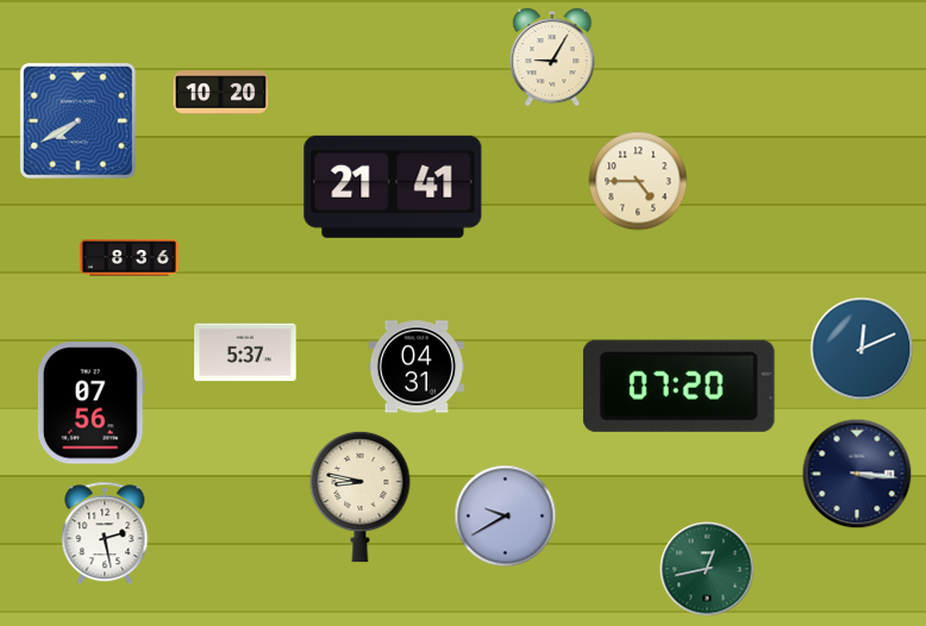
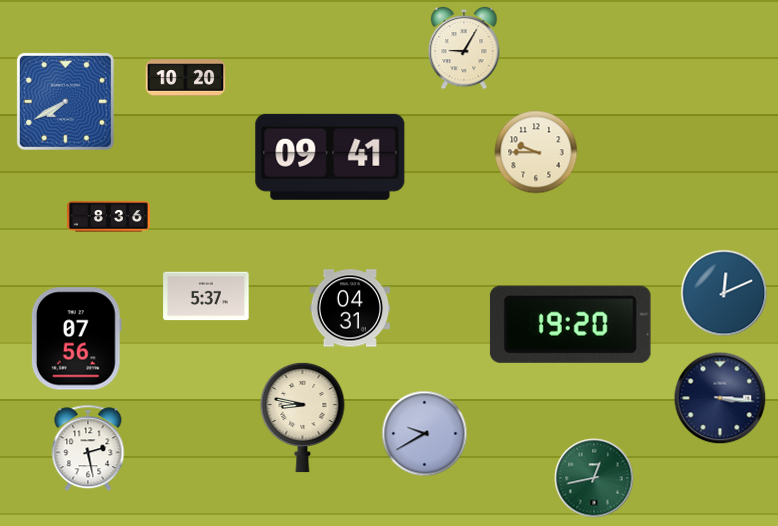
clock at (638, 181): 4:45 -> 9:45
clock at (393, 187): 21:41 -> 09:41
clock at (678, 386): 07:20 -> 19:20
